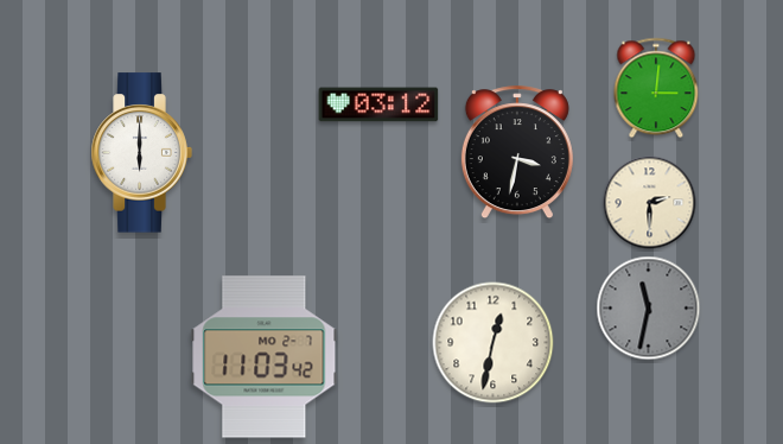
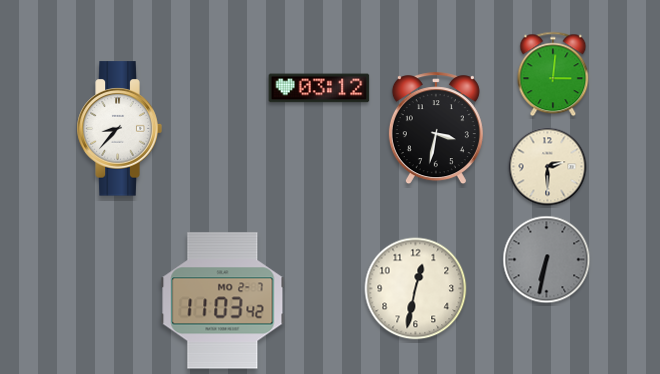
clock at (141, 153): 6:00 -> 8:37
clock at (650, 203) position: (650, 203) -> (548, 167)
clock at (649, 309): 11:32 -> 6:32
